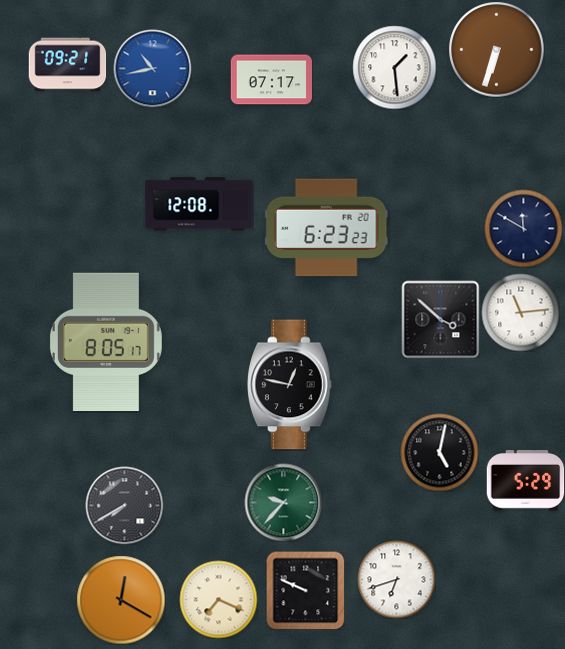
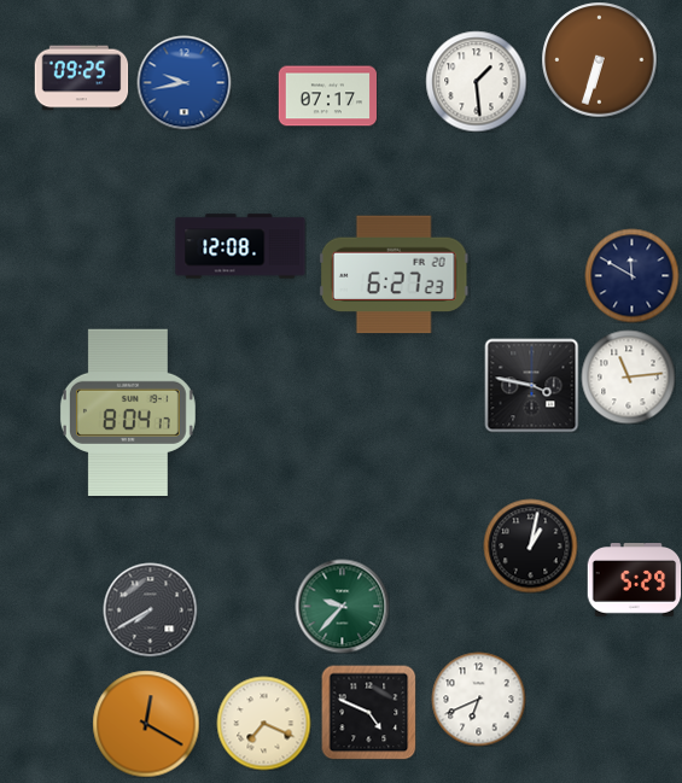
clock at (67, 65): 09:21 -> 09:25
clock at (152, 68): 10:43 -> 9:43
clock at (326, 228): 6:23 -> 6:27
clock at (440, 319): 3:52 -> 3:47
clock at (106, 341): 8:05 -> 8:04
clock at (290, 385): 12:47 -> none
clock at (439, 452): 5:02 -> 1:02
clock at (396, 579): 6:42 -> 6:41
clock at (305, 590): 9:49 -> 4:49
